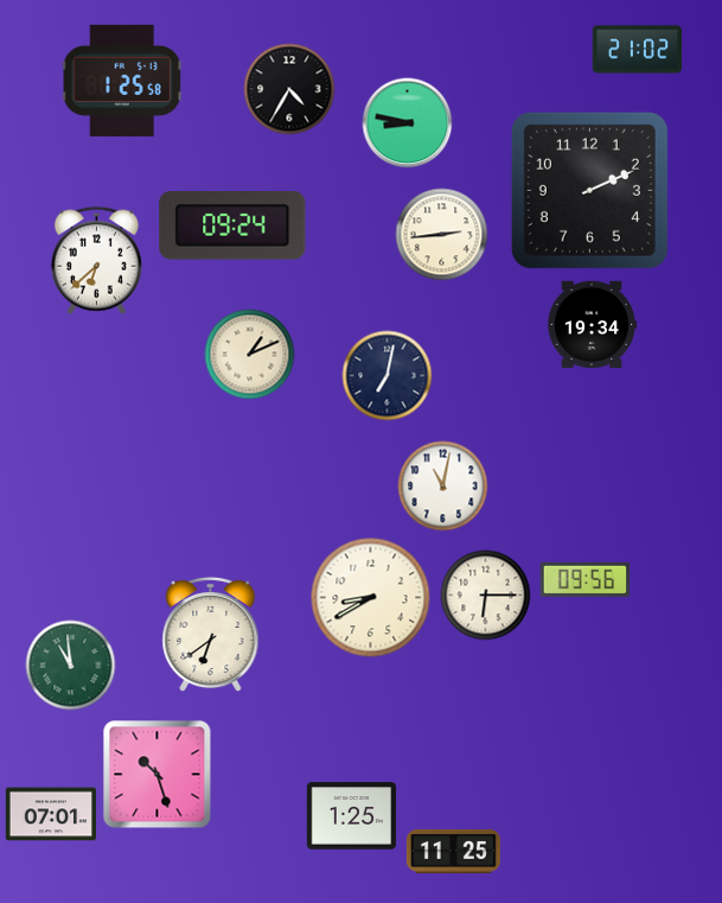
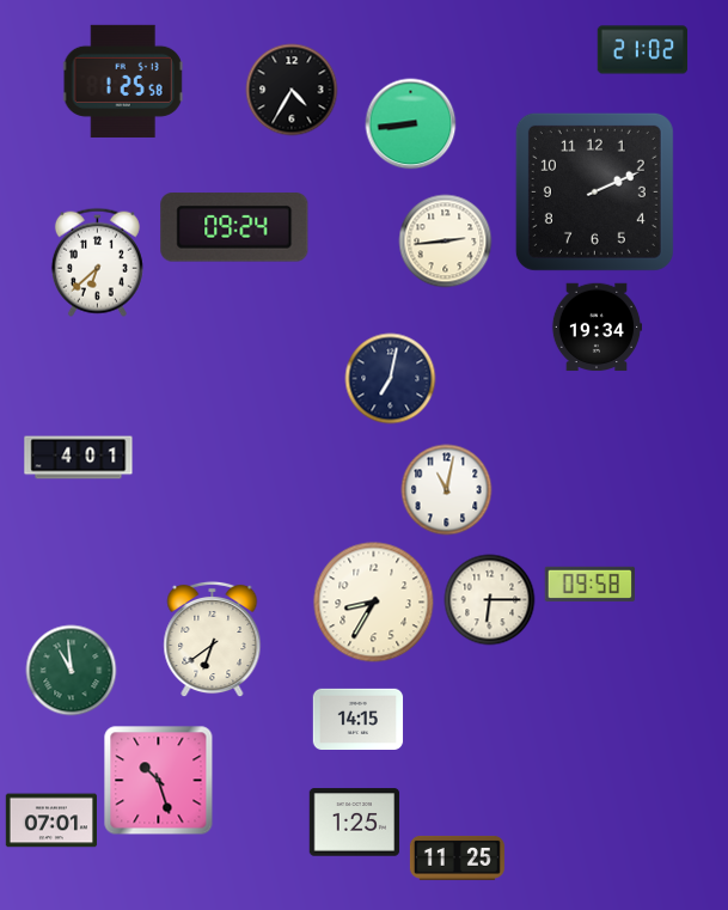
clock at (408, 123): 8:47 -> 8:44
clock at (442, 235) position: (442, 235) -> (446, 242)
clock at (250, 355): 1:11 -> none
clock at (79, 458): none -> 4:01
clock at (584, 579): 09:56 -> 09:58
clock at (371, 598): 8:40 -> 8:35
clock at (359, 719): none -> 14:15
